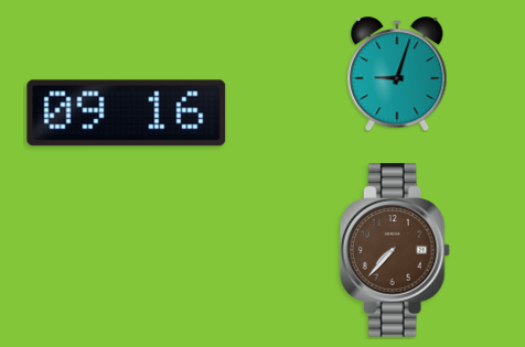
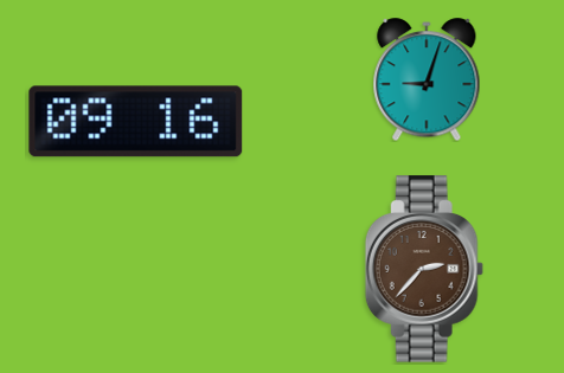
clock at (395, 250): 7:37 -> 2:37
